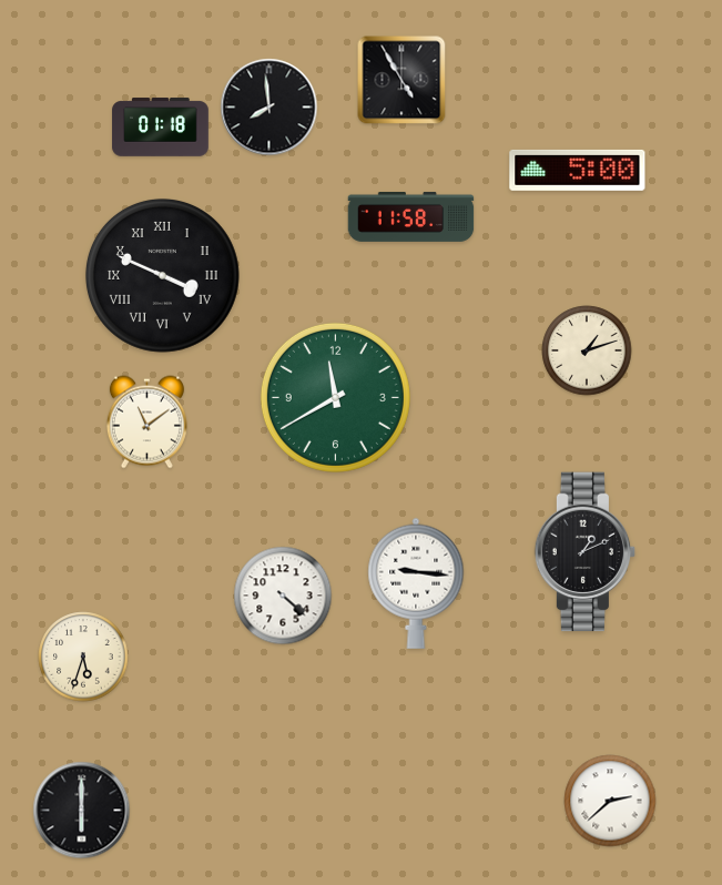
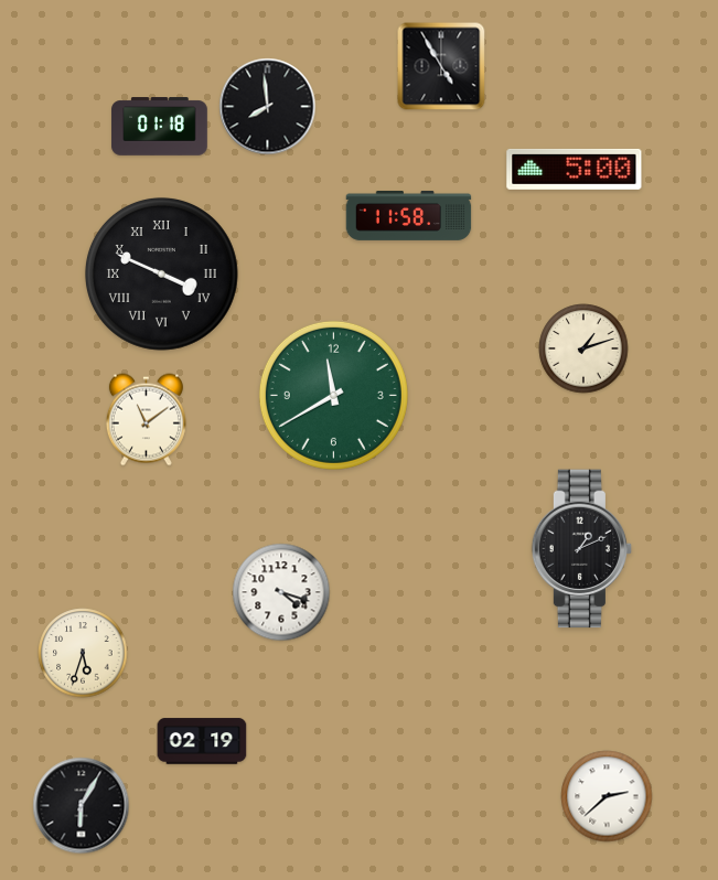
clock at (401, 80) position: (401, 80) -> (441, 66)
clock at (416, 583): 9:16 -> none
clock at (283, 596): 4:22 -> 4:18
clock at (202, 741): none -> 02:19
clock at (82, 811): 6:00 -> 6:05
